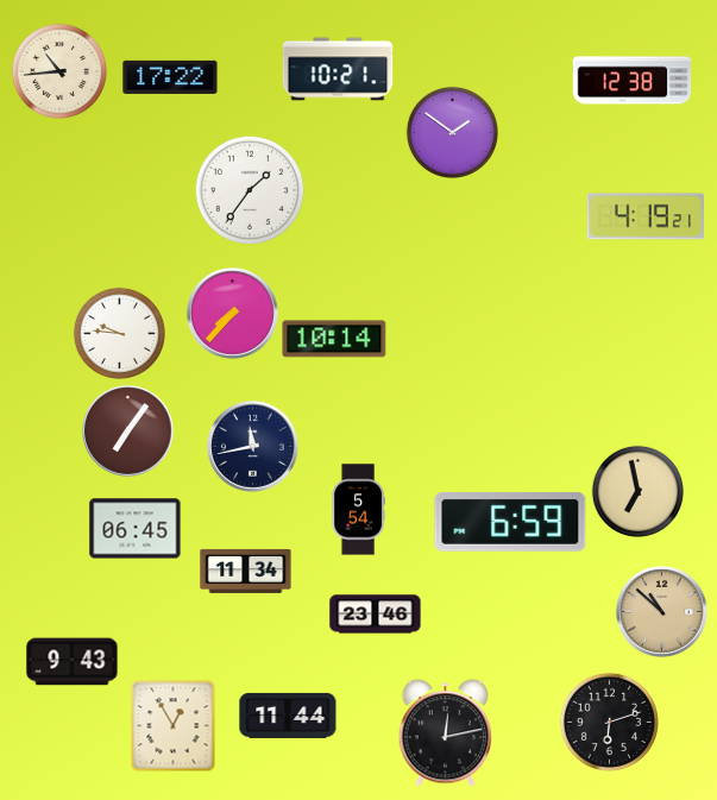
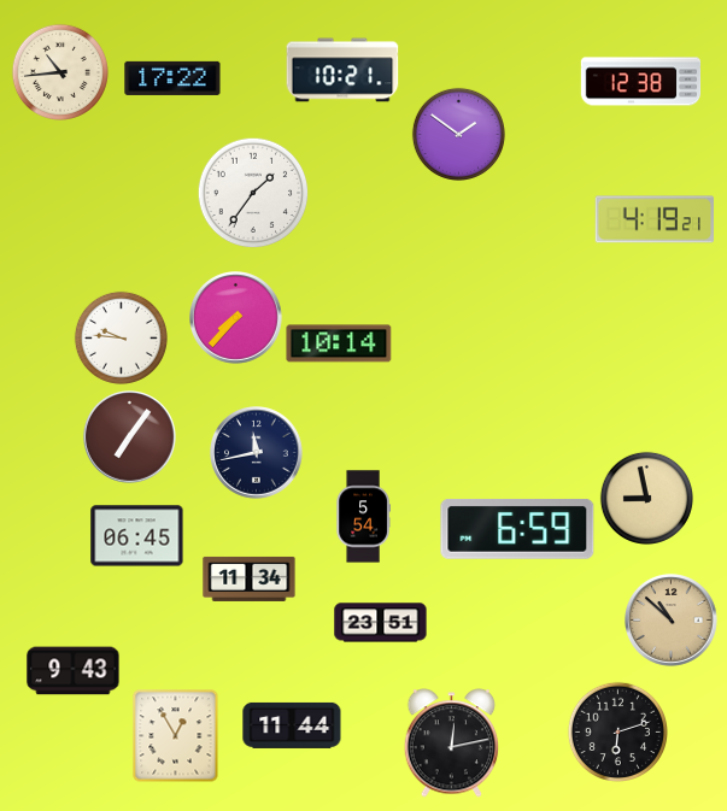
clock at (637, 491): 6:58 -> 8:58
clock at (376, 615): 23:46 -> 23:51
